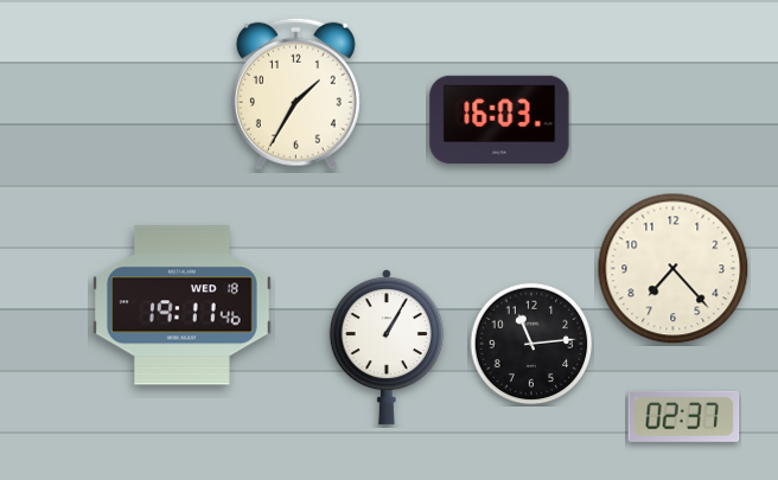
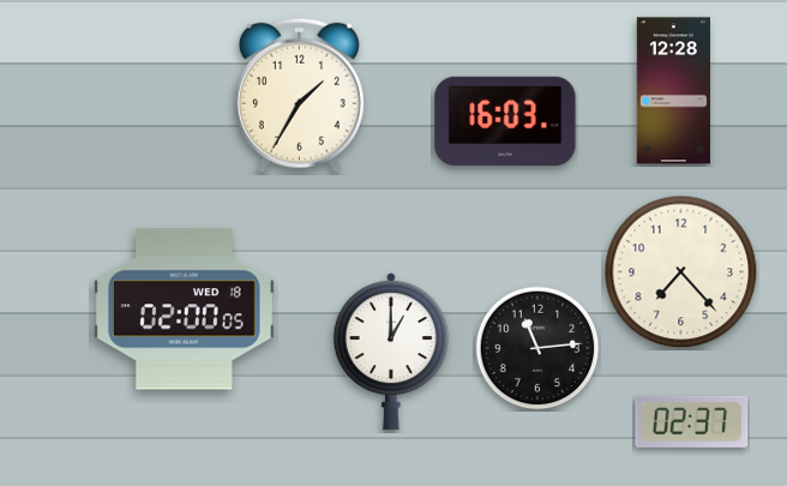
clock at (673, 91): none -> 12:28
clock at (183, 306): 19:11 -> 02:00
clock at (387, 347): 1:05 -> 1:00
